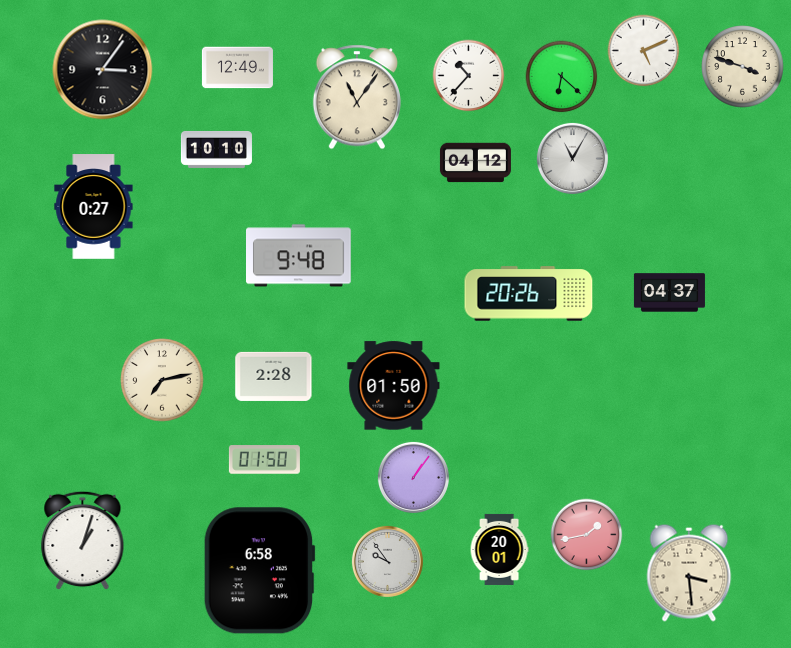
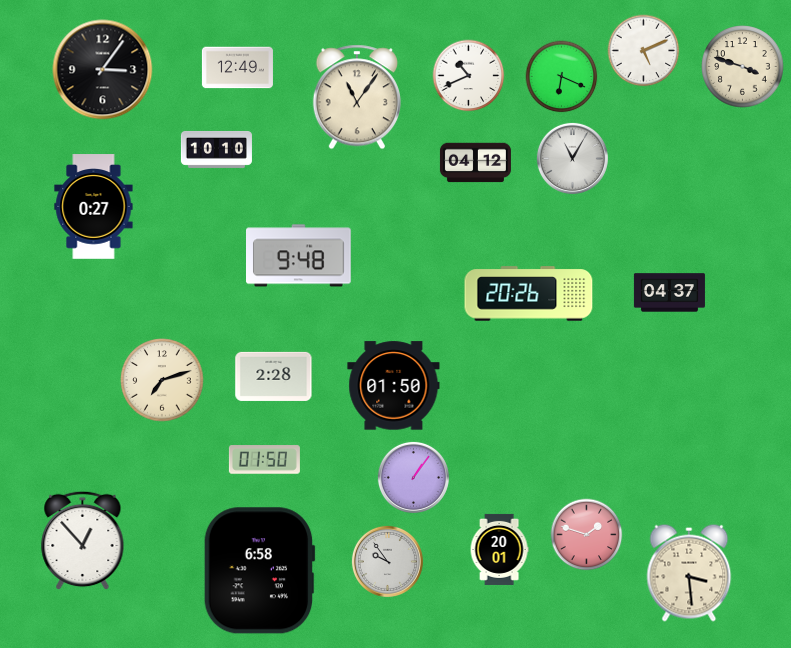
clock at (469, 76): 10:37 -> 10:41
clock at (562, 77): 6:22 -> 6:19
clock at (162, 380): 7:13 -> 7:12
clock at (587, 535): 1:43 -> 1:48
clock at (83, 541): 1:03 -> 12:53
